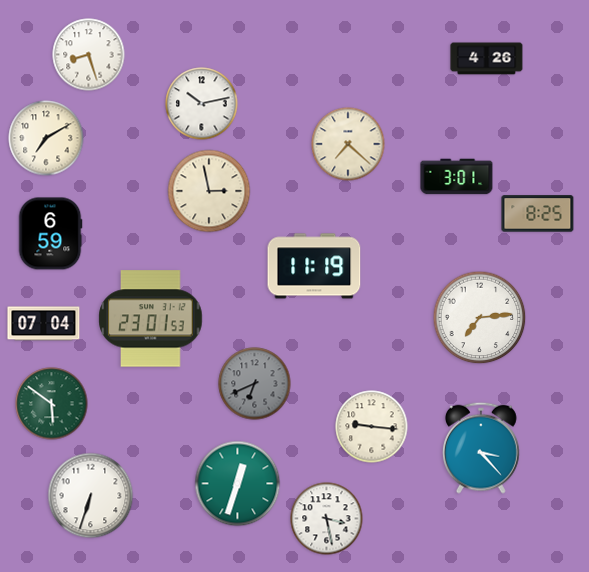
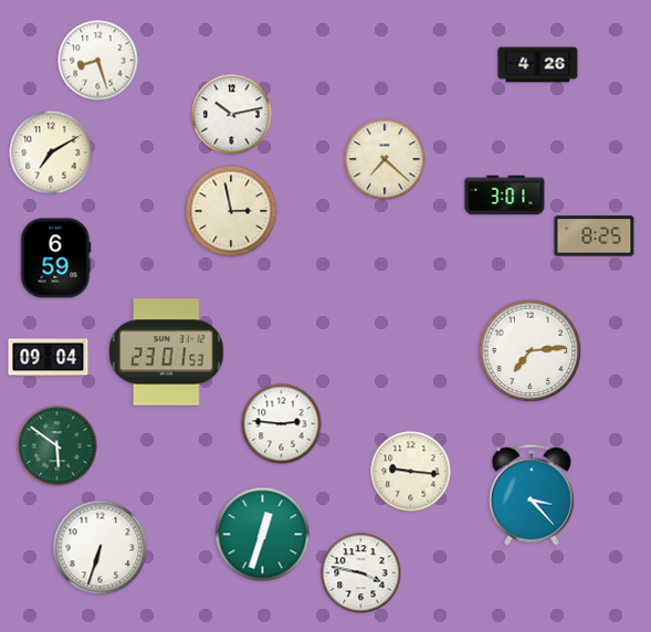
clock at (202, 104) position: (202, 104) -> (232, 115)
clock at (314, 266): 11:19 -> none
clock at (44, 324): 07:04 -> 09:04
clock at (255, 384): 6:41 -> 2:46
clock at (255, 384) dial: grey -> white
clock at (327, 519): 3:28 -> 3:47
